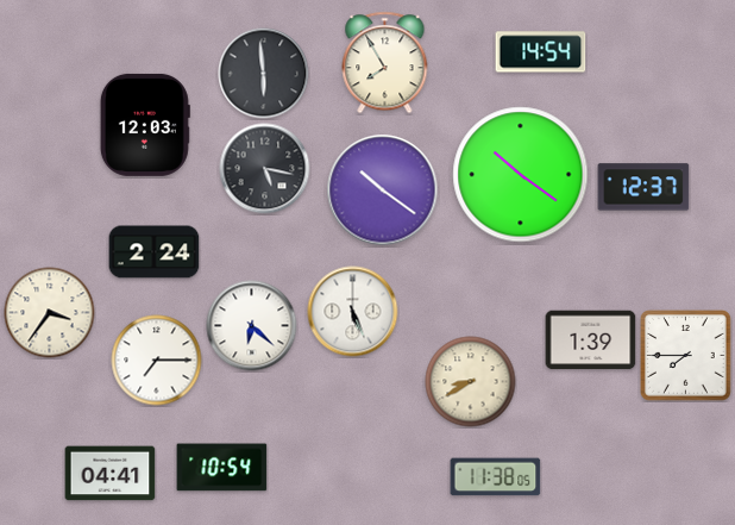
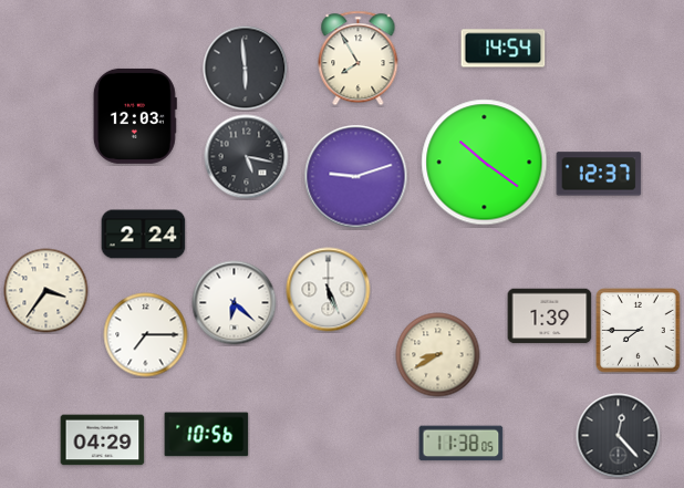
clock at (383, 190): 10:21 -> 9:12
clock at (222, 468): 10:54 -> 10:56
clock at (619, 436): none -> 12:23
clock at (111, 474): 04:41 -> 04:29
